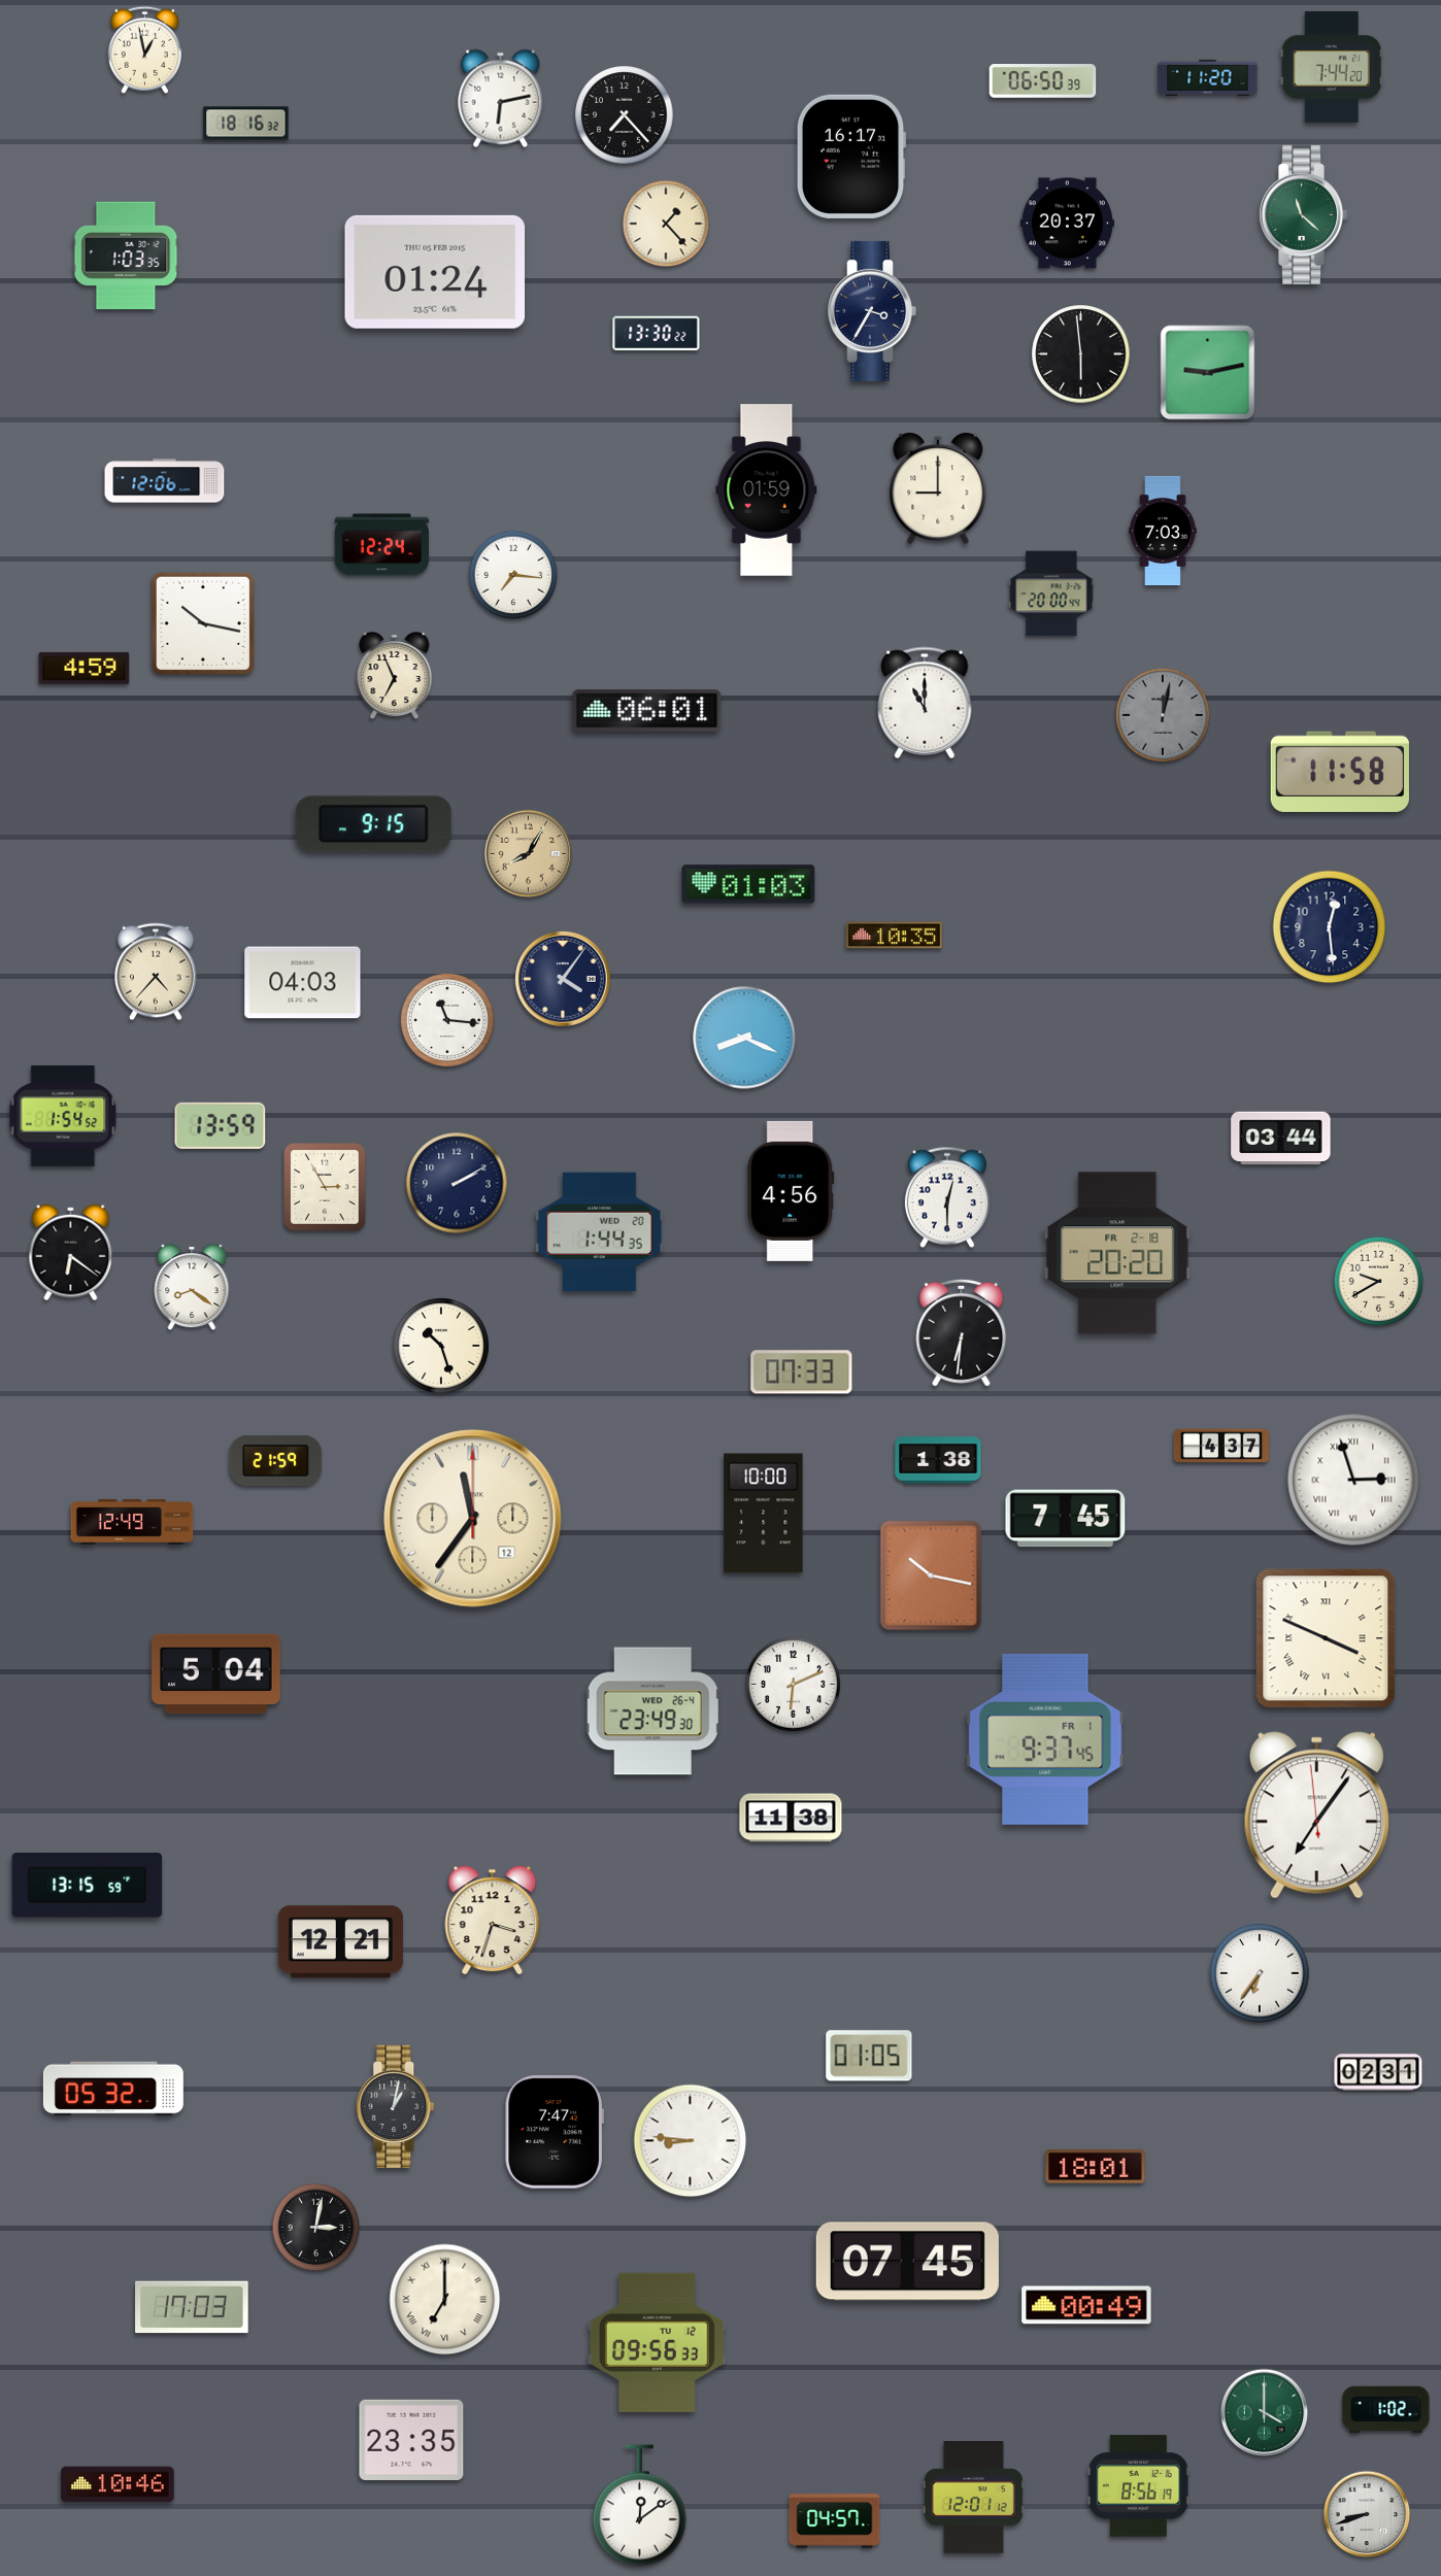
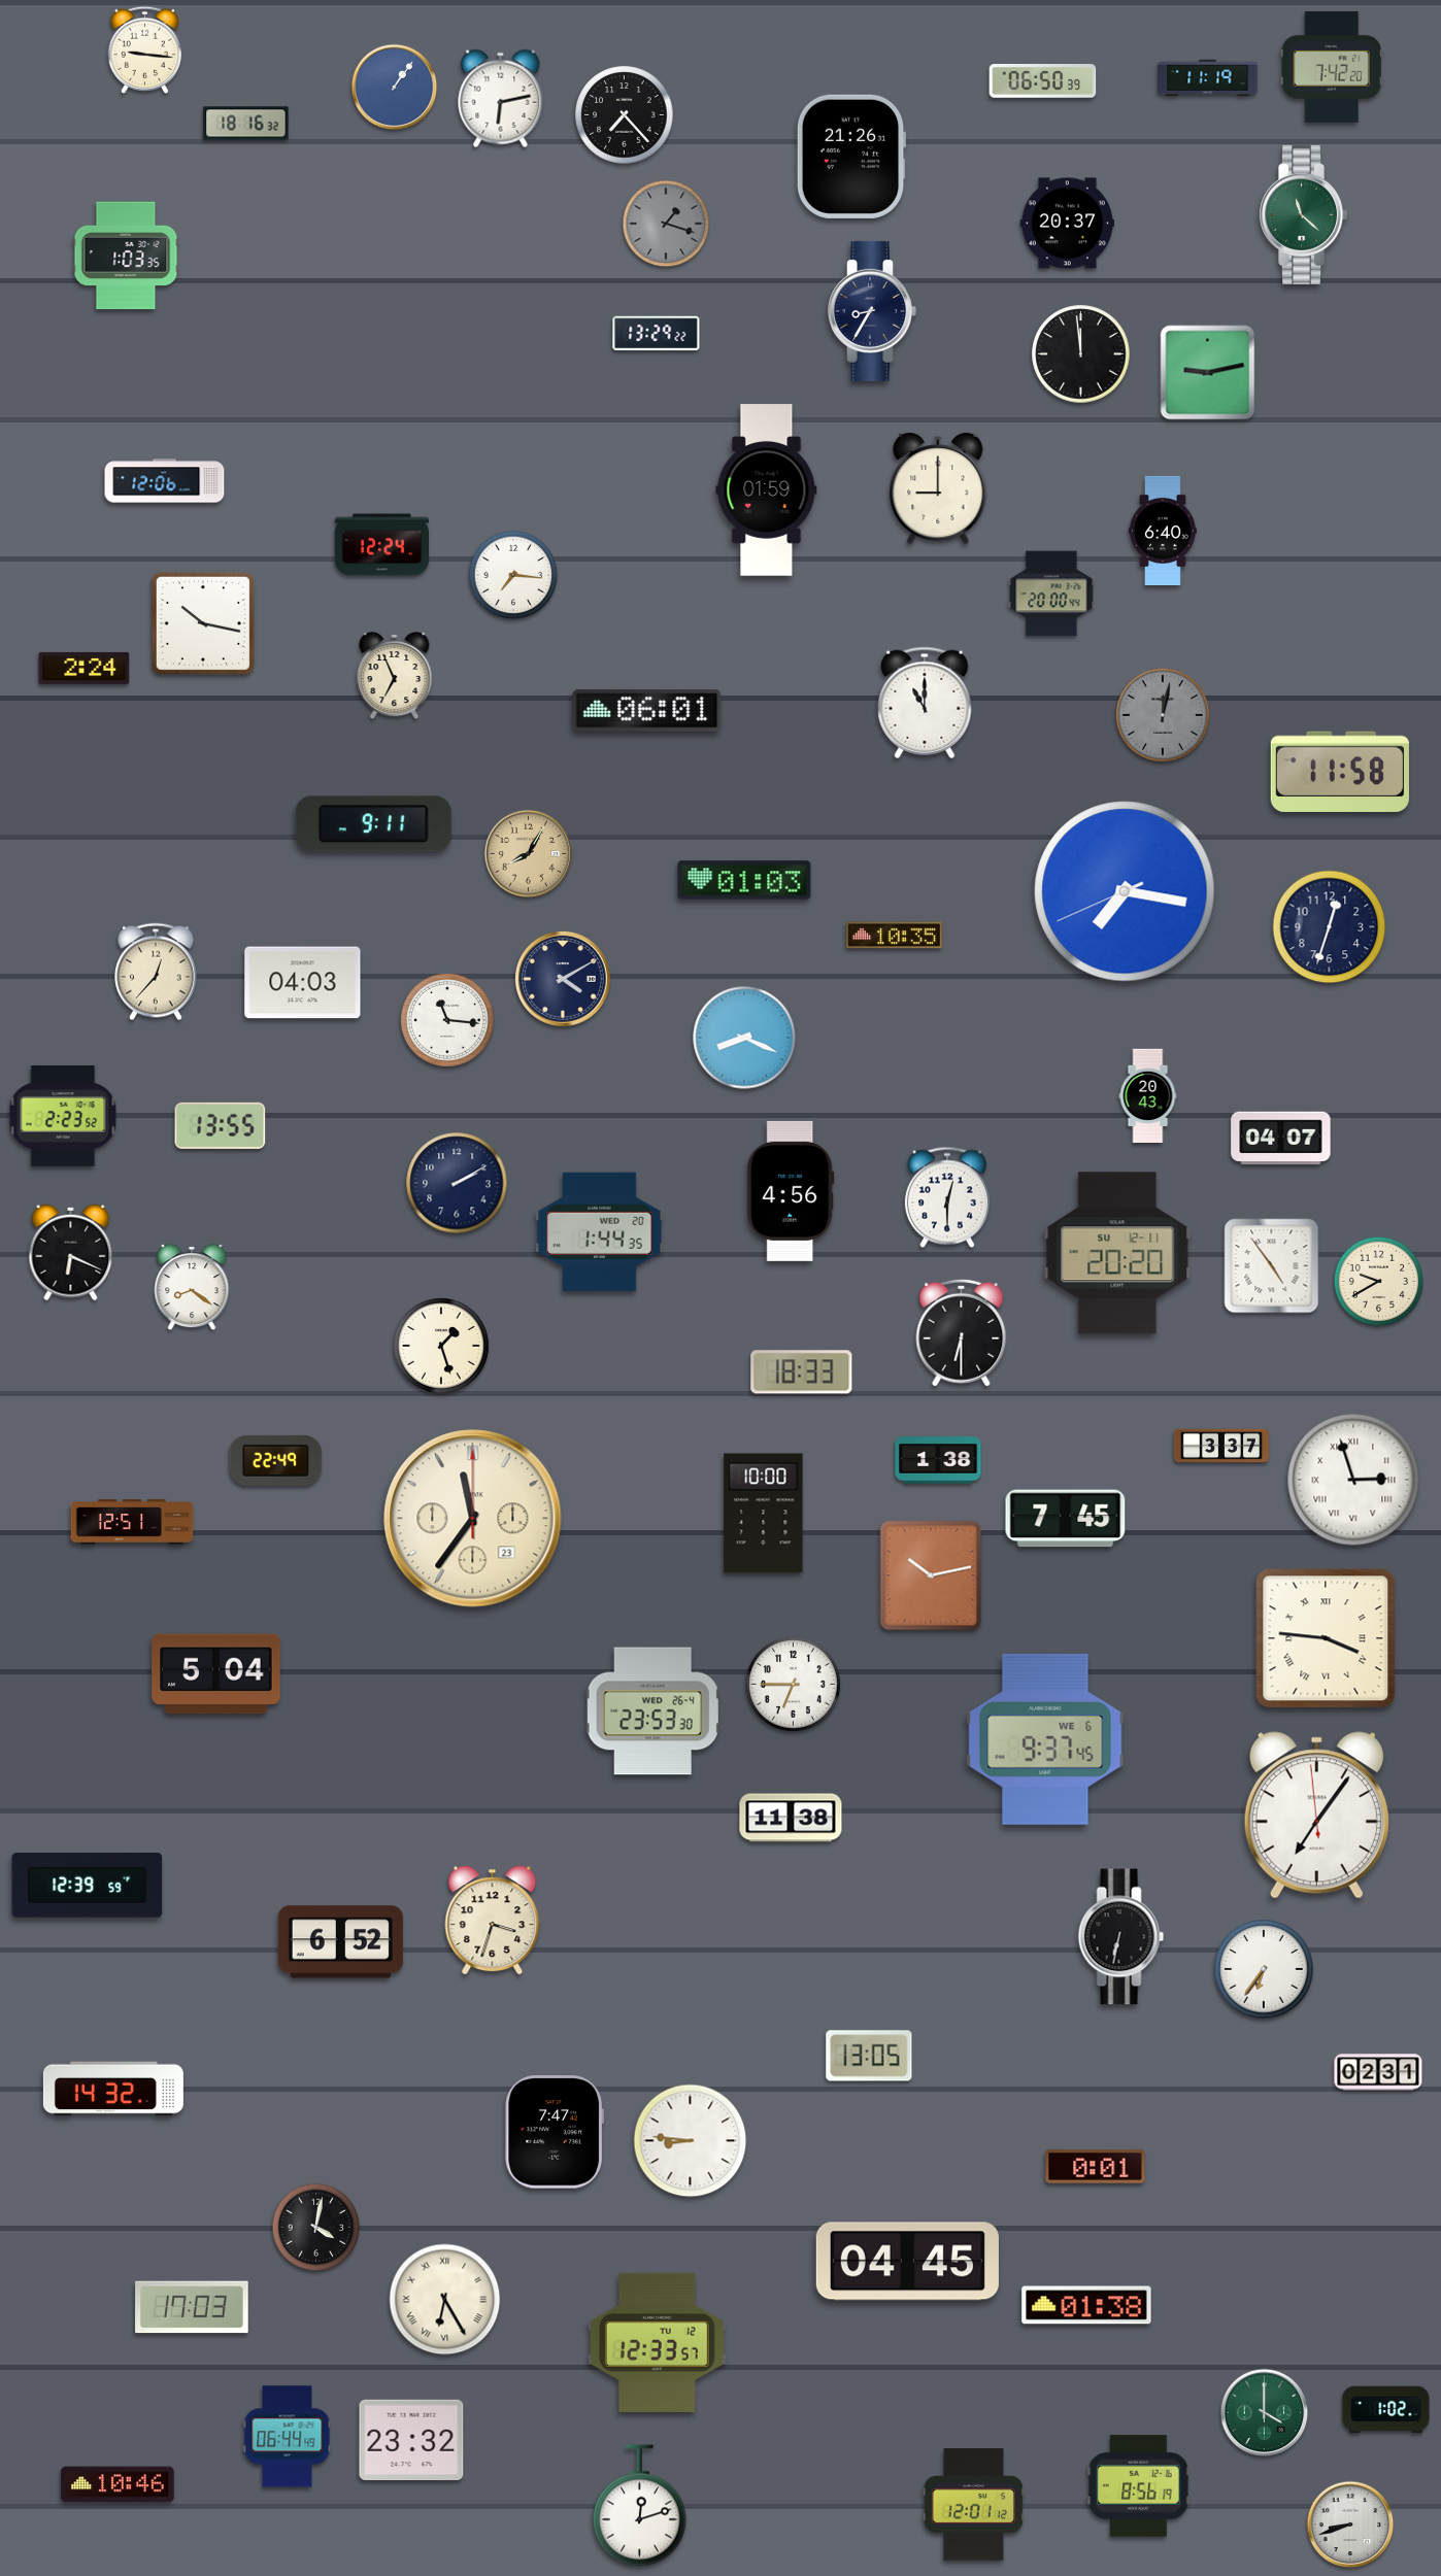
clock at (144, 49): 12:58 -> 9:16
clock at (1332, 67): 7:44 -> 7:42
clock at (1208, 78): 11:20 -> 11:19
clock at (395, 88): none -> 1:06
clock at (851, 157): 16:17 -> 21:26
clock at (666, 224): 1:23 -> 1:18
clock at (666, 224) dial: cream -> grey
clock at (435, 272): 01:24 -> none
clock at (872, 311): 3:35 -> 8:35
clock at (657, 334): 13:30 -> 13:29
clock at (1081, 354): 5:59 -> 11:59
clock at (1163, 530): 7:03 -> 6:40
clock at (85, 668): 4:59 -> 2:24
clock at (373, 824): 9:15 -> 9:11
clock at (748, 884) position: (748, 884) -> (744, 880)
clock at (1125, 891): none -> 7:16
clock at (1330, 927): 12:29 -> 12:33
clock at (156, 972): 4:37 -> 12:37
clock at (563, 979): 4:06 -> 4:10
clock at (1148, 1096): none -> 20:43
clock at (63, 1116): 1:54 -> 2:23
clock at (221, 1125): 13:59 -> 13:55
clock at (1281, 1139): 03:44 -> 04:07
clock at (326, 1187): 2:55 -> none
clock at (71, 1253): 6:21 -> 6:19
clock at (1117, 1253) date: FR 2-18 -> SU 12-11
clock at (1272, 1266): none -> 4:54
clock at (962, 1332): 6:31 -> 6:30
clock at (442, 1347): 10:27 -> 1:27
clock at (802, 1372): 07:33 -> 18:33
clock at (1221, 1446): 4:37 -> 3:37
clock at (276, 1460): 21:59 -> 22:49
clock at (473, 1519) date: 12 -> 23
clock at (132, 1522): 12:49 -> 12:51
clock at (931, 1575): 10:17 -> 10:13
clock at (1326, 1638): 3:49 -> 3:46
clock at (793, 1684): 6:11 -> 6:45
clock at (652, 1711): 23:49 -> 23:53
clock at (1045, 1739) date: FR 1 -> WE 6
clock at (88, 1886): 13:15 -> 12:39
clock at (1121, 1937): none -> 6:32
clock at (340, 1942): 12:21 -> 6:52
clock at (1260, 1973) position: (1260, 1973) -> (1264, 1969)
clock at (869, 2056): 01:05 -> 13:05
clock at (113, 2089): 05:32 -> 14:32
clock at (396, 2107): 1:02 -> none
clock at (1096, 2167): 18:01 -> 0:01
clock at (316, 2228): 3:02 -> 4:02
clock at (907, 2262): 07:45 -> 04:45
clock at (445, 2300): 7:00 -> 6:25
clock at (1086, 2305): 00:49 -> 01:38
clock at (657, 2342): 09:56 -> 12:33
clock at (288, 2437): none -> 06:44
clock at (411, 2439): 23:35 -> 23:32
clock at (973, 2498) position: (973, 2498) -> (973, 2505)
clock at (639, 2506): 12:09 -> 12:12
clock at (1367, 2514) position: (1367, 2514) -> (1350, 2524)
clock at (835, 2521): 04:57 -> none
